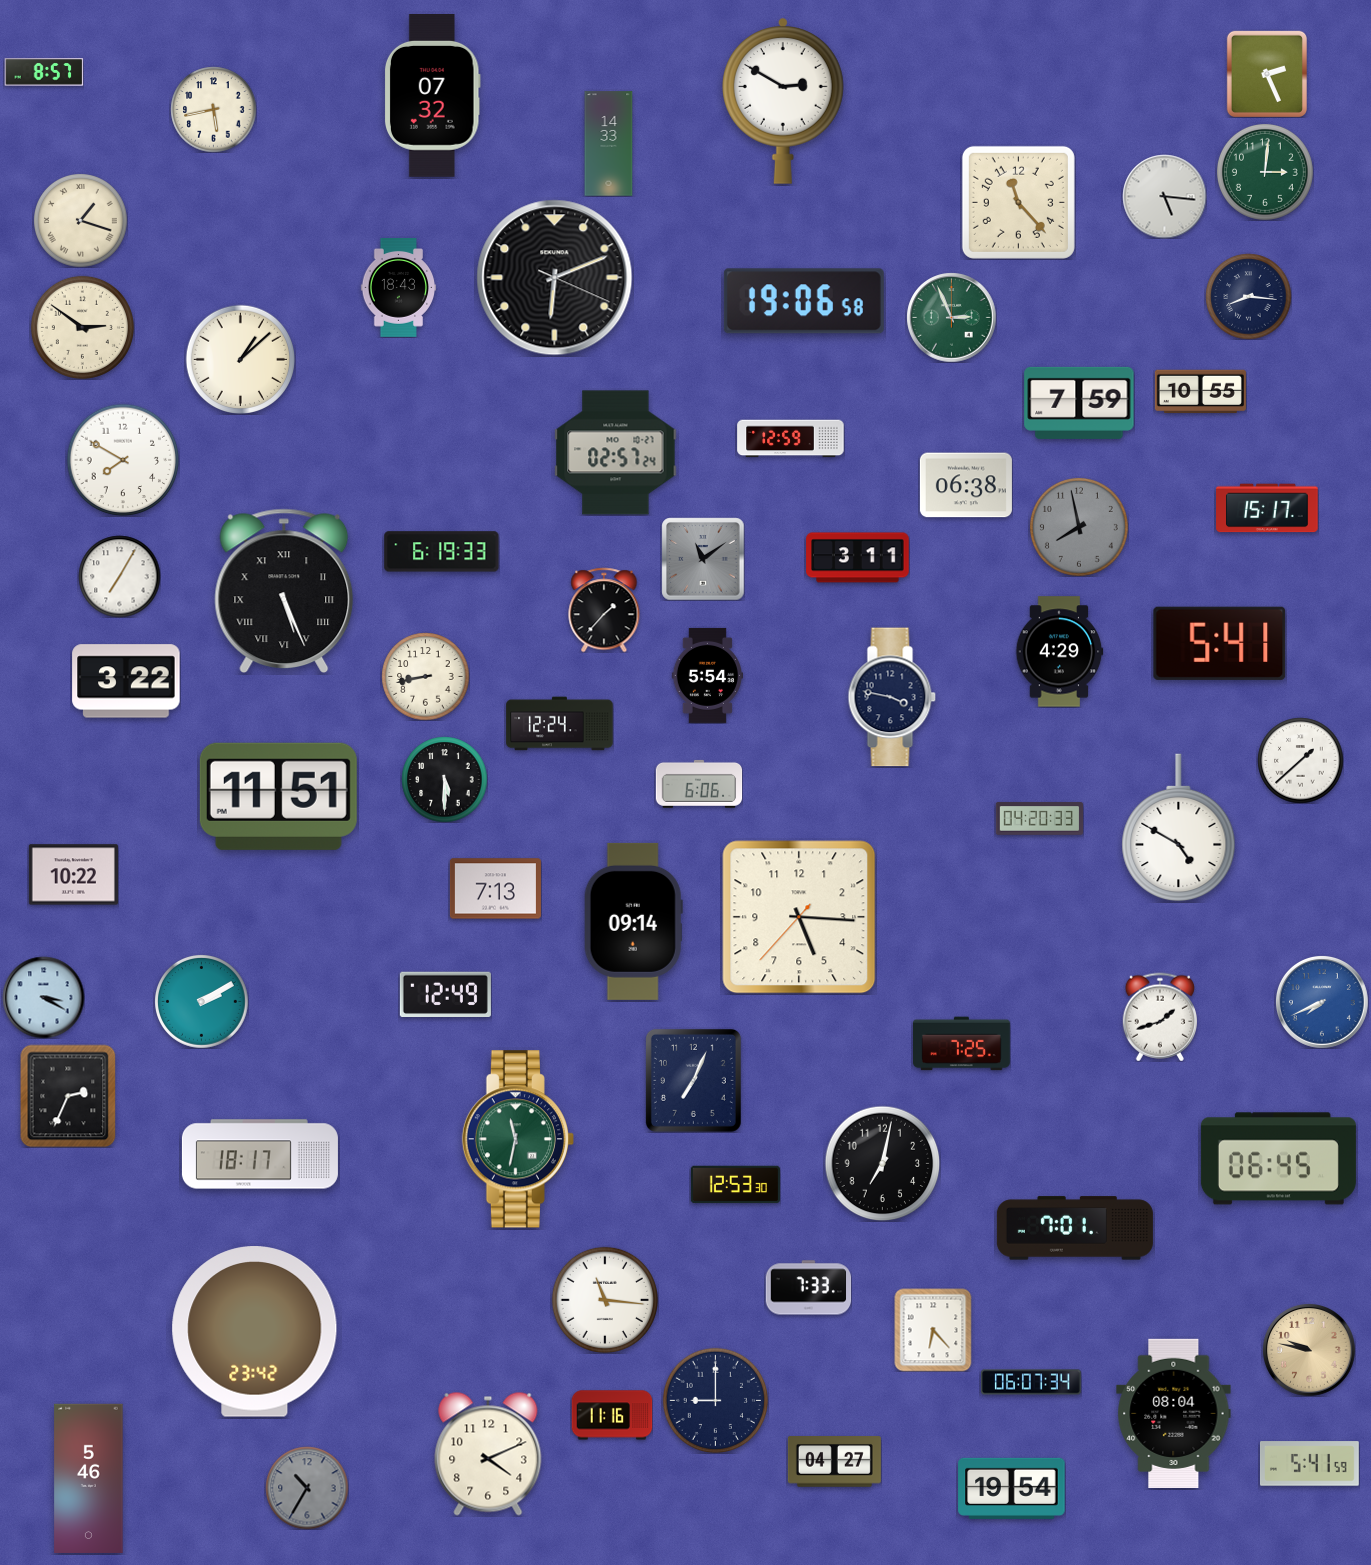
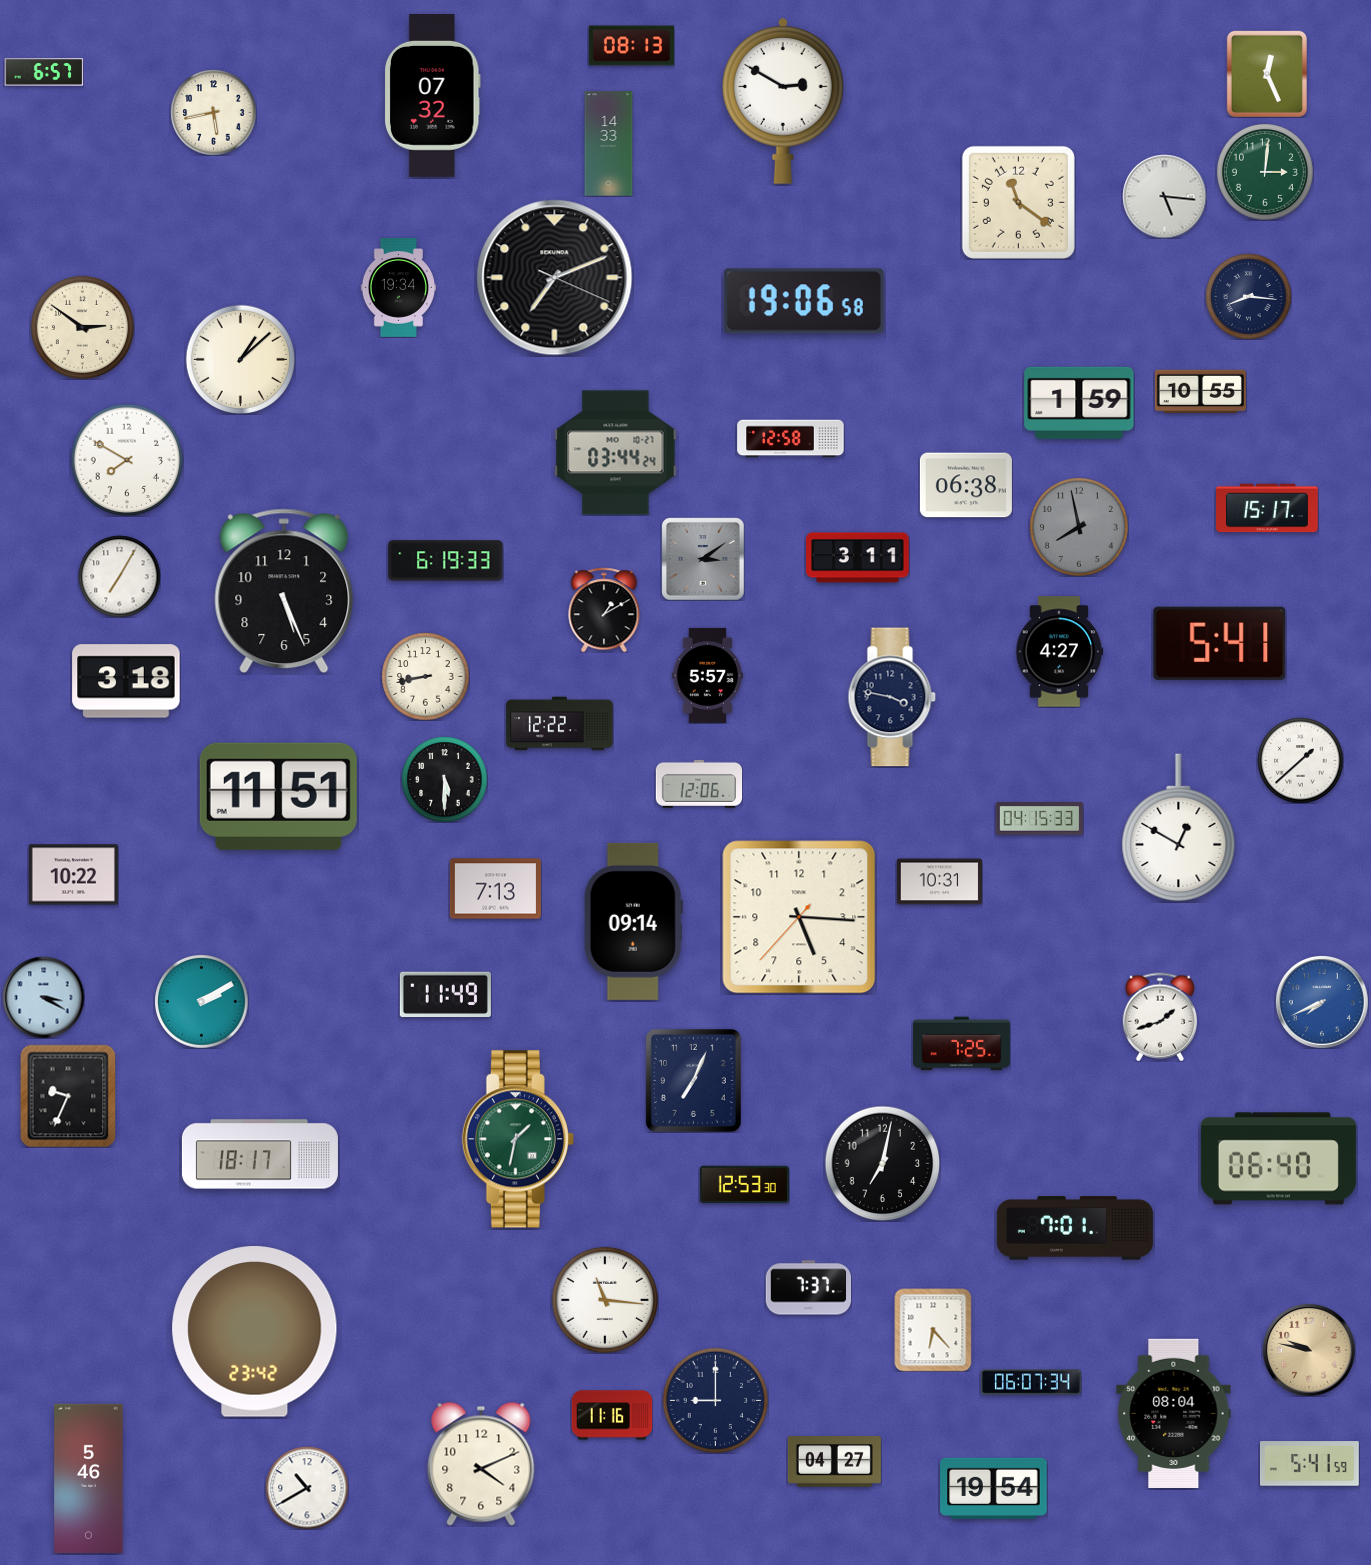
clock at (631, 46): none -> 08:13
clock at (44, 72): 8:57 -> 6:57
clock at (1267, 74): 2:26 -> 12:26
clock at (213, 109) position: (213, 109) -> (213, 112)
clock at (1018, 202): 11:23 -> 11:21
clock at (81, 221): 1:18 -> none
clock at (555, 278): 6:11 -> 7:11
clock at (399, 288): 18:43 -> 19:34
clock at (951, 317): 2:56 -> none
clock at (1079, 403): 7:59 -> 1:59
clock at (791, 439): 12:59 -> 12:58
clock at (616, 453): 02:57 -> 03:44
clock at (123, 460) position: (123, 460) -> (127, 460)
clock at (442, 552) position: (442, 552) -> (446, 561)
clock at (703, 559): 11:09 -> 3:09
clock at (284, 591) numerals: Roman -> Arabic
clock at (604, 610): 1:37 -> 1:10
clock at (1059, 652): 4:29 -> 4:27
clock at (707, 675): 5:54 -> 5:57
clock at (126, 681): 3:22 -> 3:18
clock at (560, 724): 12:24 -> 12:22
clock at (699, 784): 6:06 -> 12:06
clock at (1039, 819): 04:20 -> 04:15
clock at (1179, 828): 4:50 -> 12:50
clock at (939, 882): none -> 10:31
clock at (445, 994): 12:49 -> 11:49
clock at (68, 1096): 2:34 -> 9:34
clock at (517, 1139): 11:32 -> 1:32
clock at (1278, 1159): 06:45 -> 06:40
clock at (735, 1185) position: (735, 1185) -> (744, 1185)
clock at (808, 1288): 7:33 -> 7:37
clock at (488, 1454) position: (488, 1454) -> (481, 1464)
clock at (307, 1488): 10:35 -> 10:40
clock at (307, 1488) dial: grey -> white
clock at (1012, 1488) position: (1012, 1488) -> (994, 1488)
